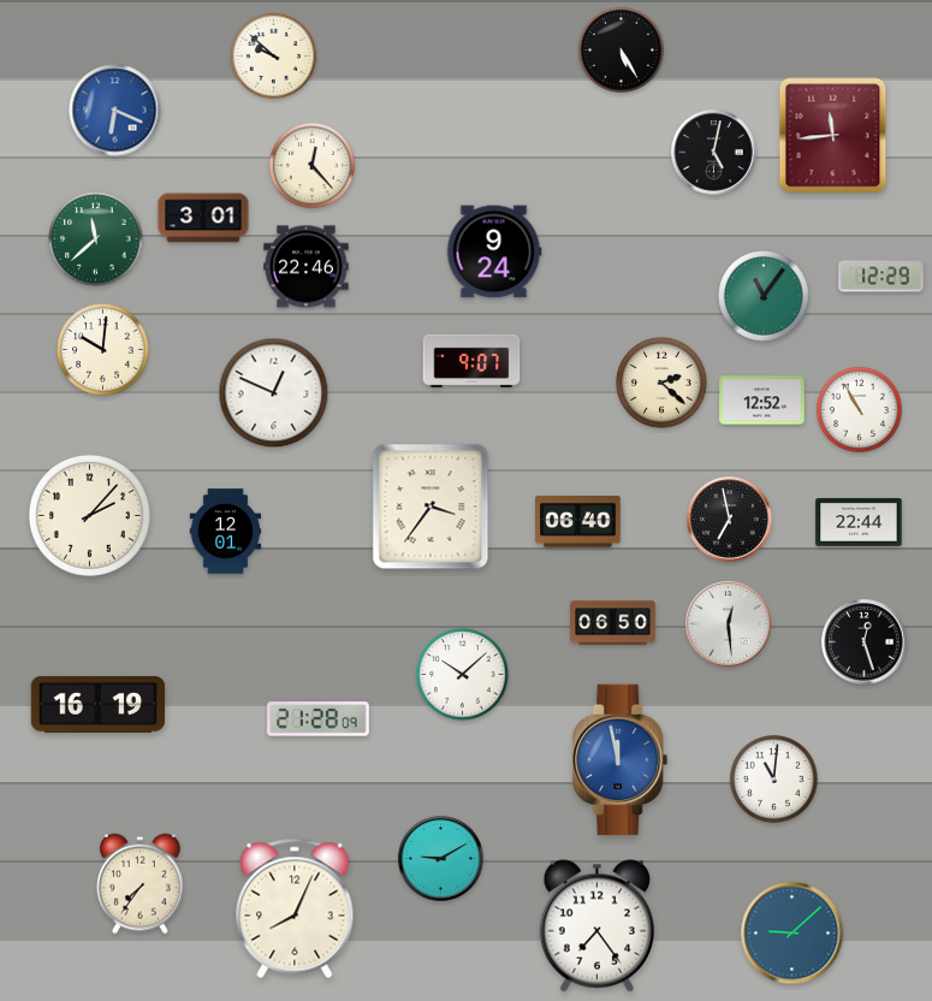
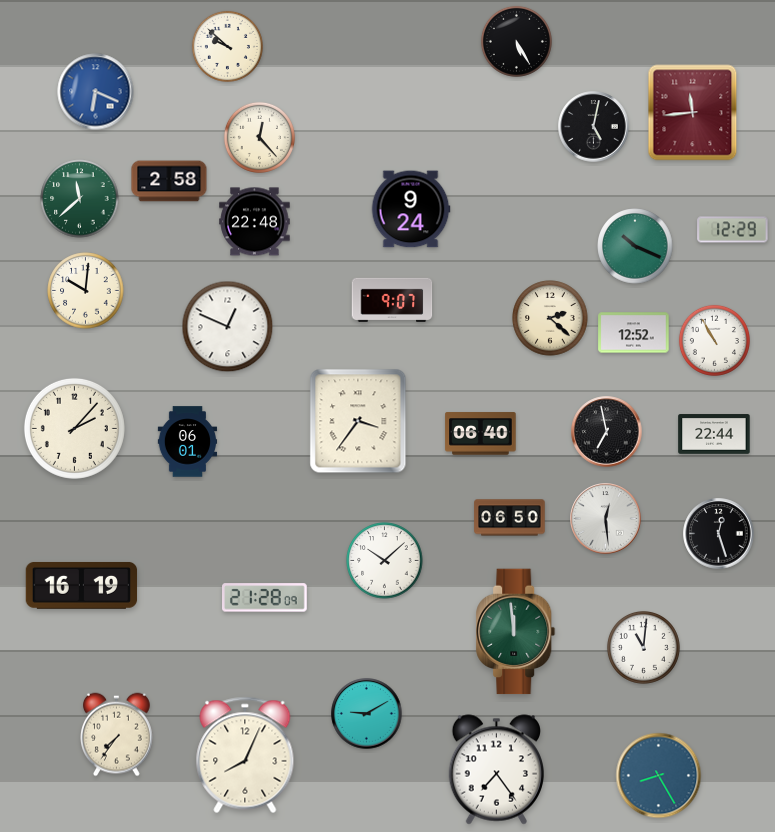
clock at (203, 218): 3:01 -> 2:58
clock at (307, 267): 22:46 -> 22:48
clock at (764, 296): 11:06 -> 10:19
clock at (226, 532): 12:01 -> 06:01
clock at (621, 760): 11:58 -> 11:59
clock at (621, 760) dial: blue -> green
clock at (793, 934): 9:08 -> 8:25
